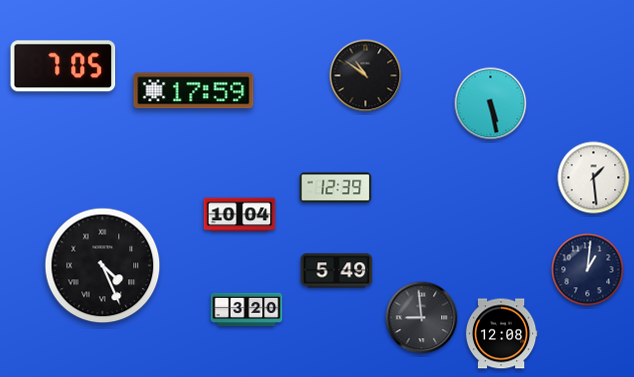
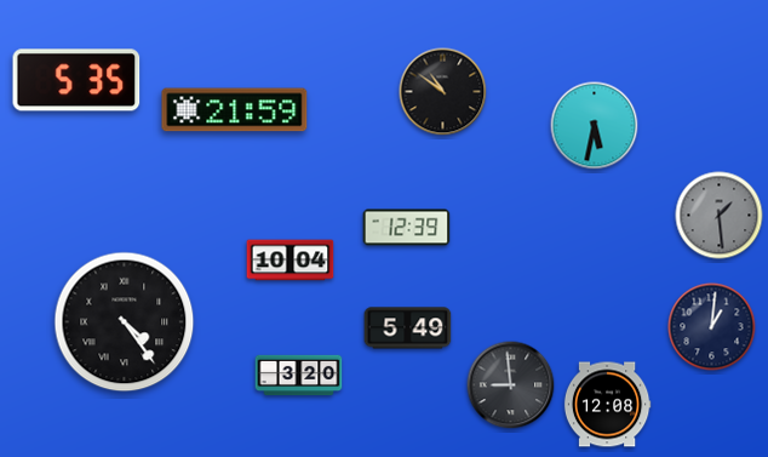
clock at (63, 66): 7:05 -> 5:35
clock at (194, 91): 17:59 -> 21:59
clock at (491, 104): 5:28 -> 5:32
clock at (594, 178) dial: white -> grey
clock at (103, 266): 4:26 -> 4:24
